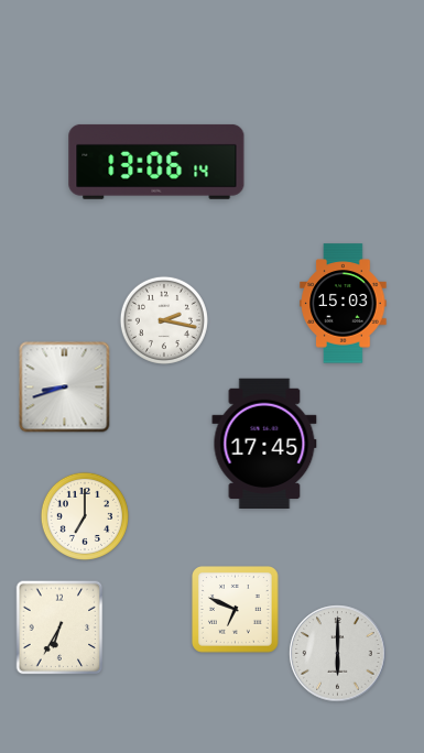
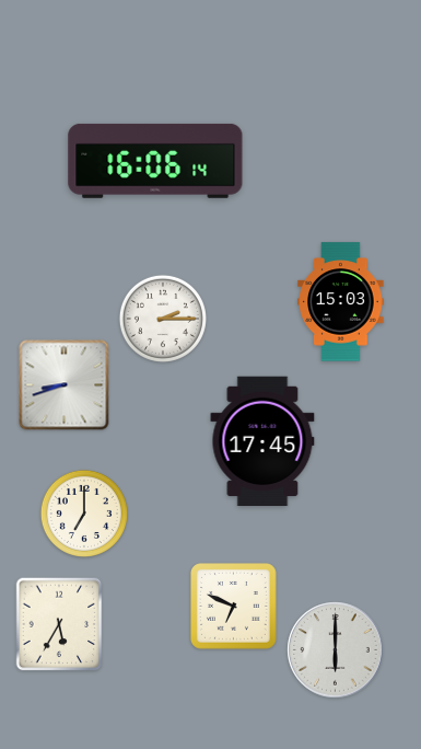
clock at (156, 162): 13:06 -> 16:06
clock at (164, 320): 2:17 -> 2:15
clock at (59, 627): 6:35 -> 5:35
